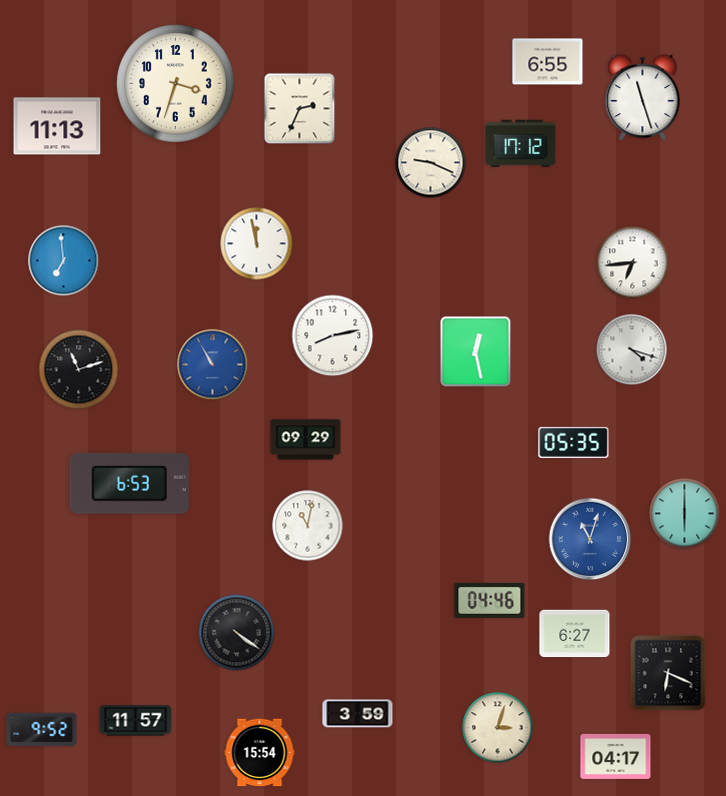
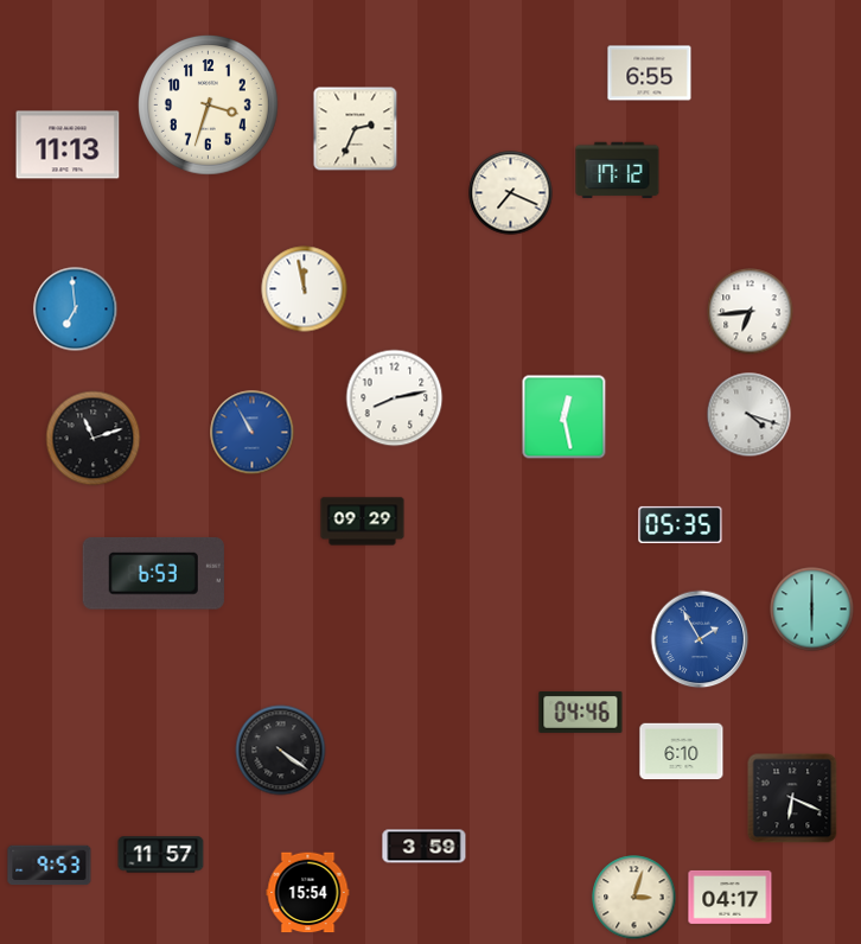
clock at (176, 84) position: (176, 84) -> (209, 106)
clock at (643, 98): 11:27 -> none
clock at (57, 126) position: (57, 126) -> (68, 145)
clock at (431, 163): 9:19 -> 7:19
clock at (308, 526): 11:02 -> none
clock at (590, 539): 11:03 -> 1:55
clock at (575, 634): 6:27 -> 6:10
clock at (498, 728) position: (498, 728) -> (634, 898)
clock at (42, 730): 9:52 -> 9:53
